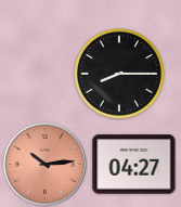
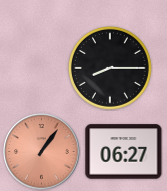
clock at (46, 165): 10:14 -> 1:06
clock at (134, 165): 04:27 -> 06:27
